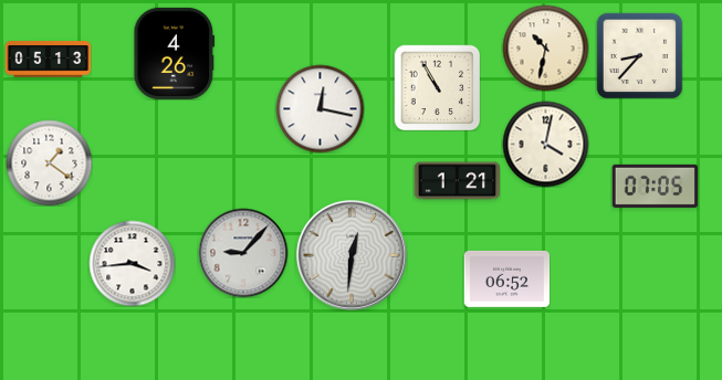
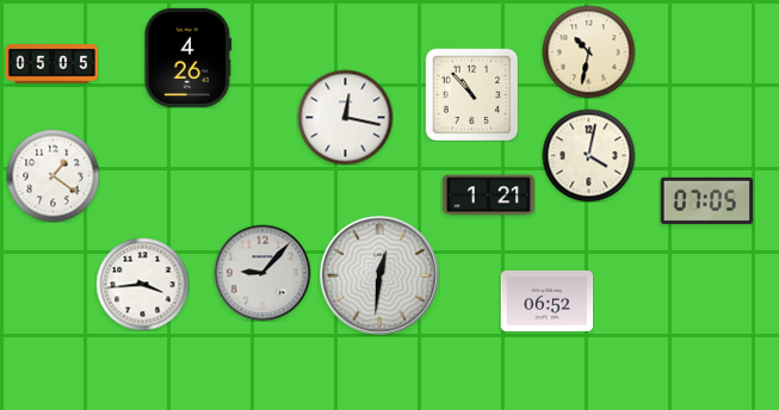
clock at (639, 55): 8:37 -> none
clock at (48, 60): 05:13 -> 05:05
clock at (437, 87): 10:55 -> 10:53
clock at (457, 181) position: (457, 181) -> (488, 195)
